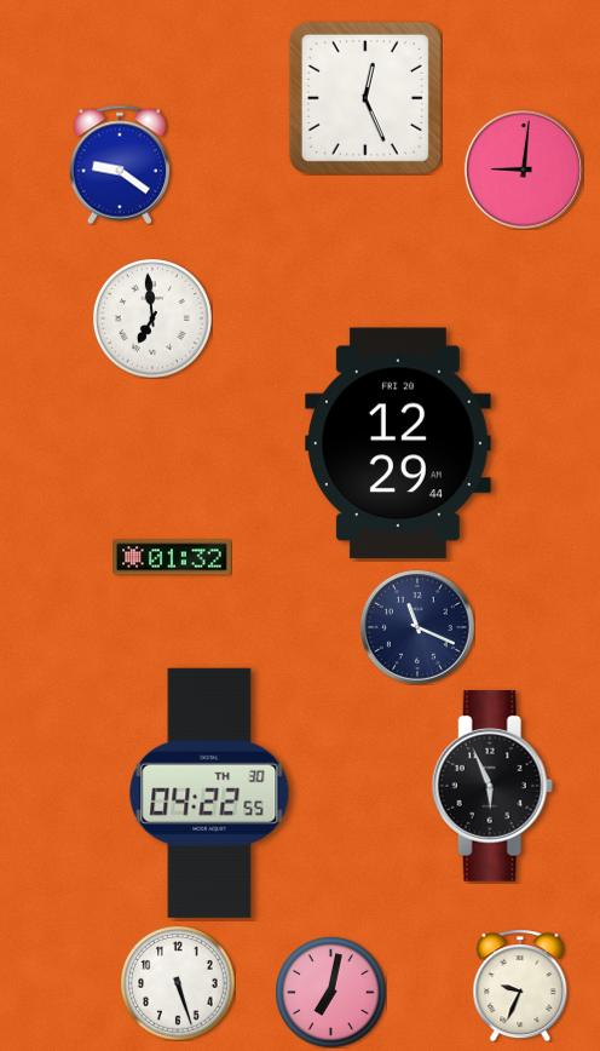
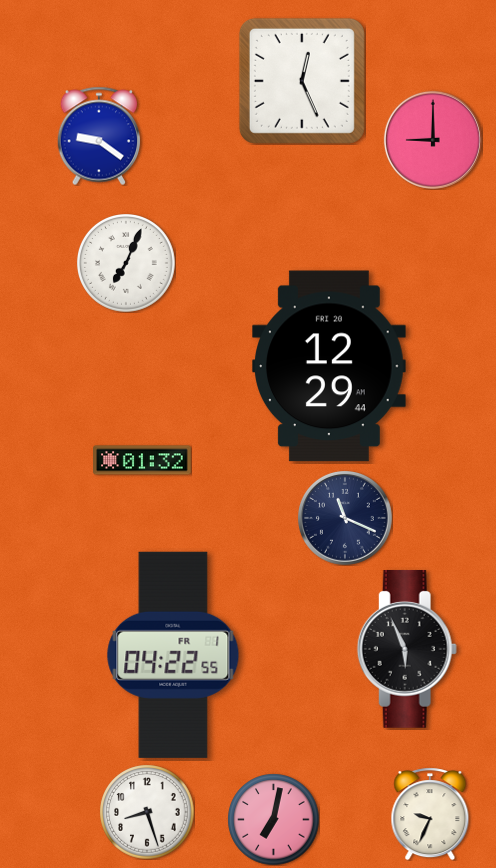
clock at (524, 170): 9:01 -> 9:00
clock at (154, 320): 6:59 -> 7:04
clock at (209, 793) date: TH 30 -> FR 1
clock at (178, 983): 5:27 -> 8:27
